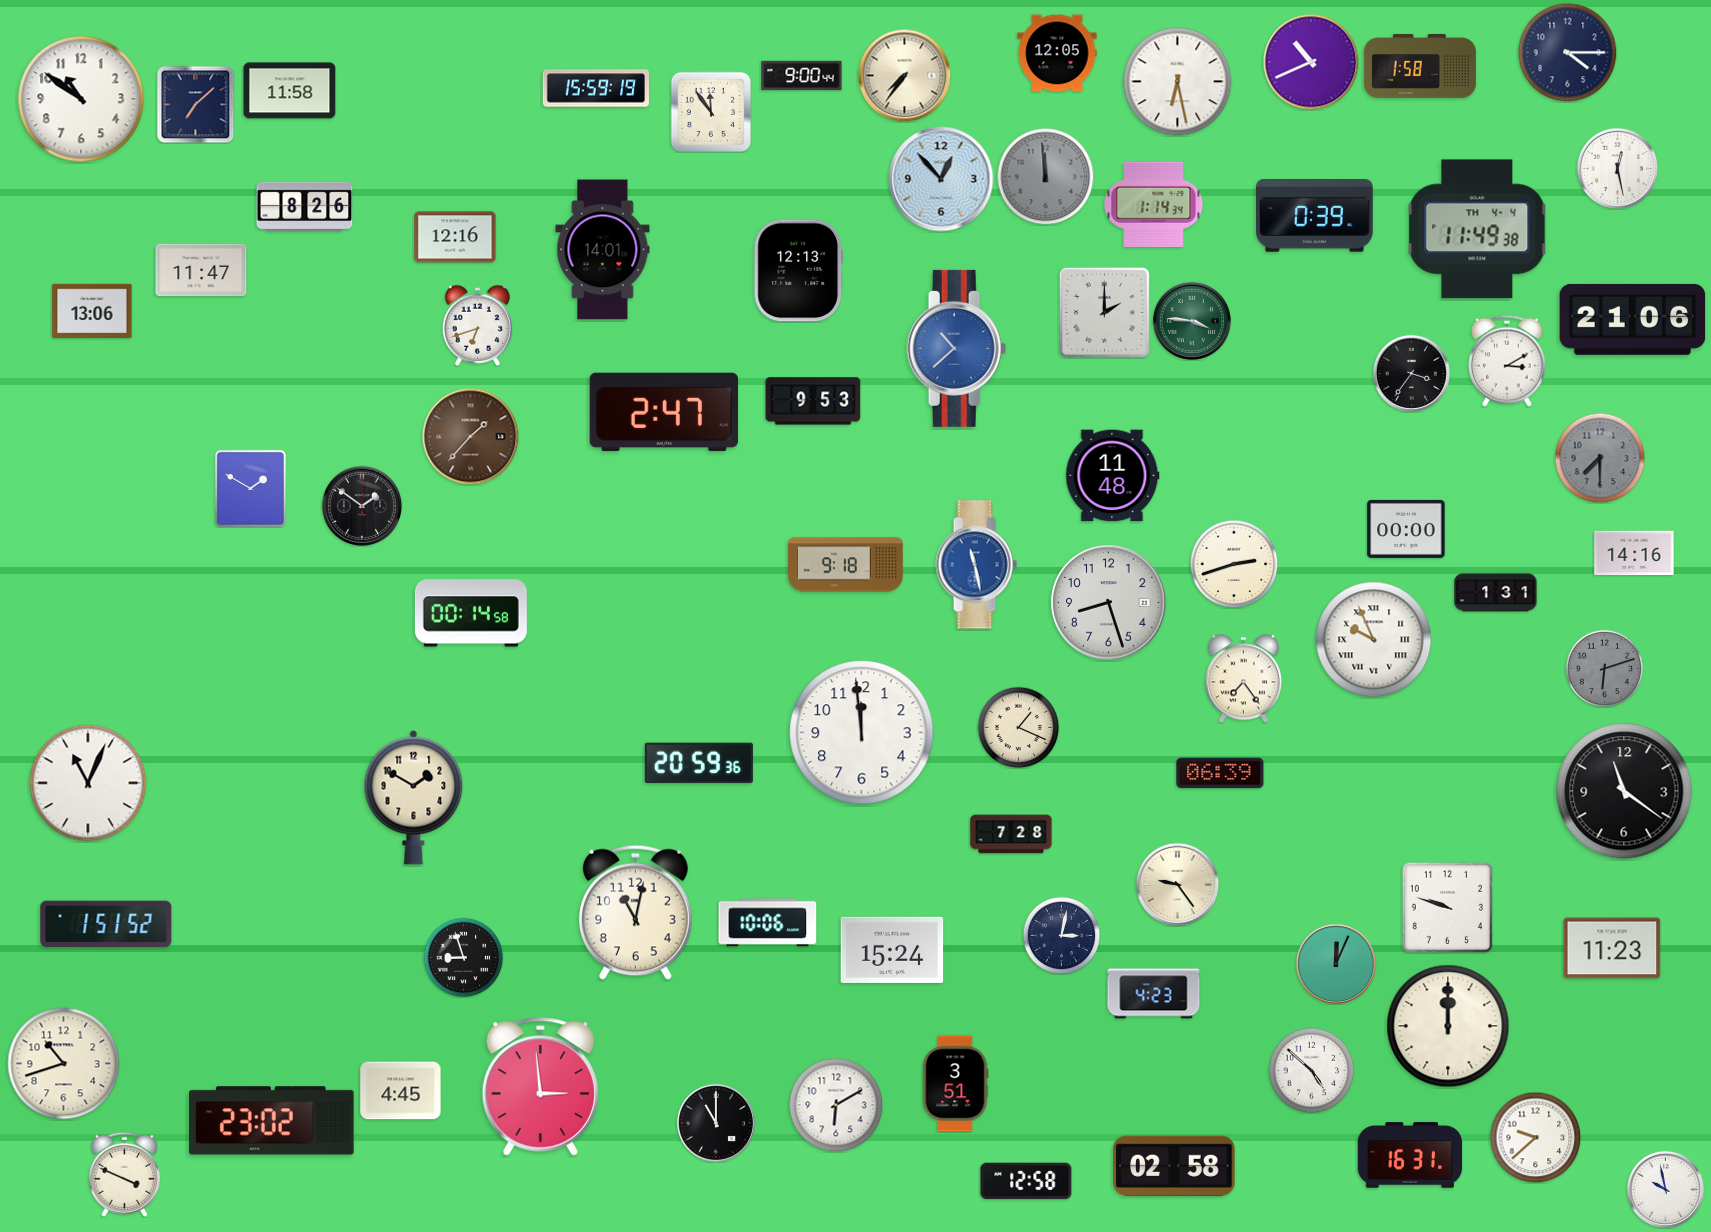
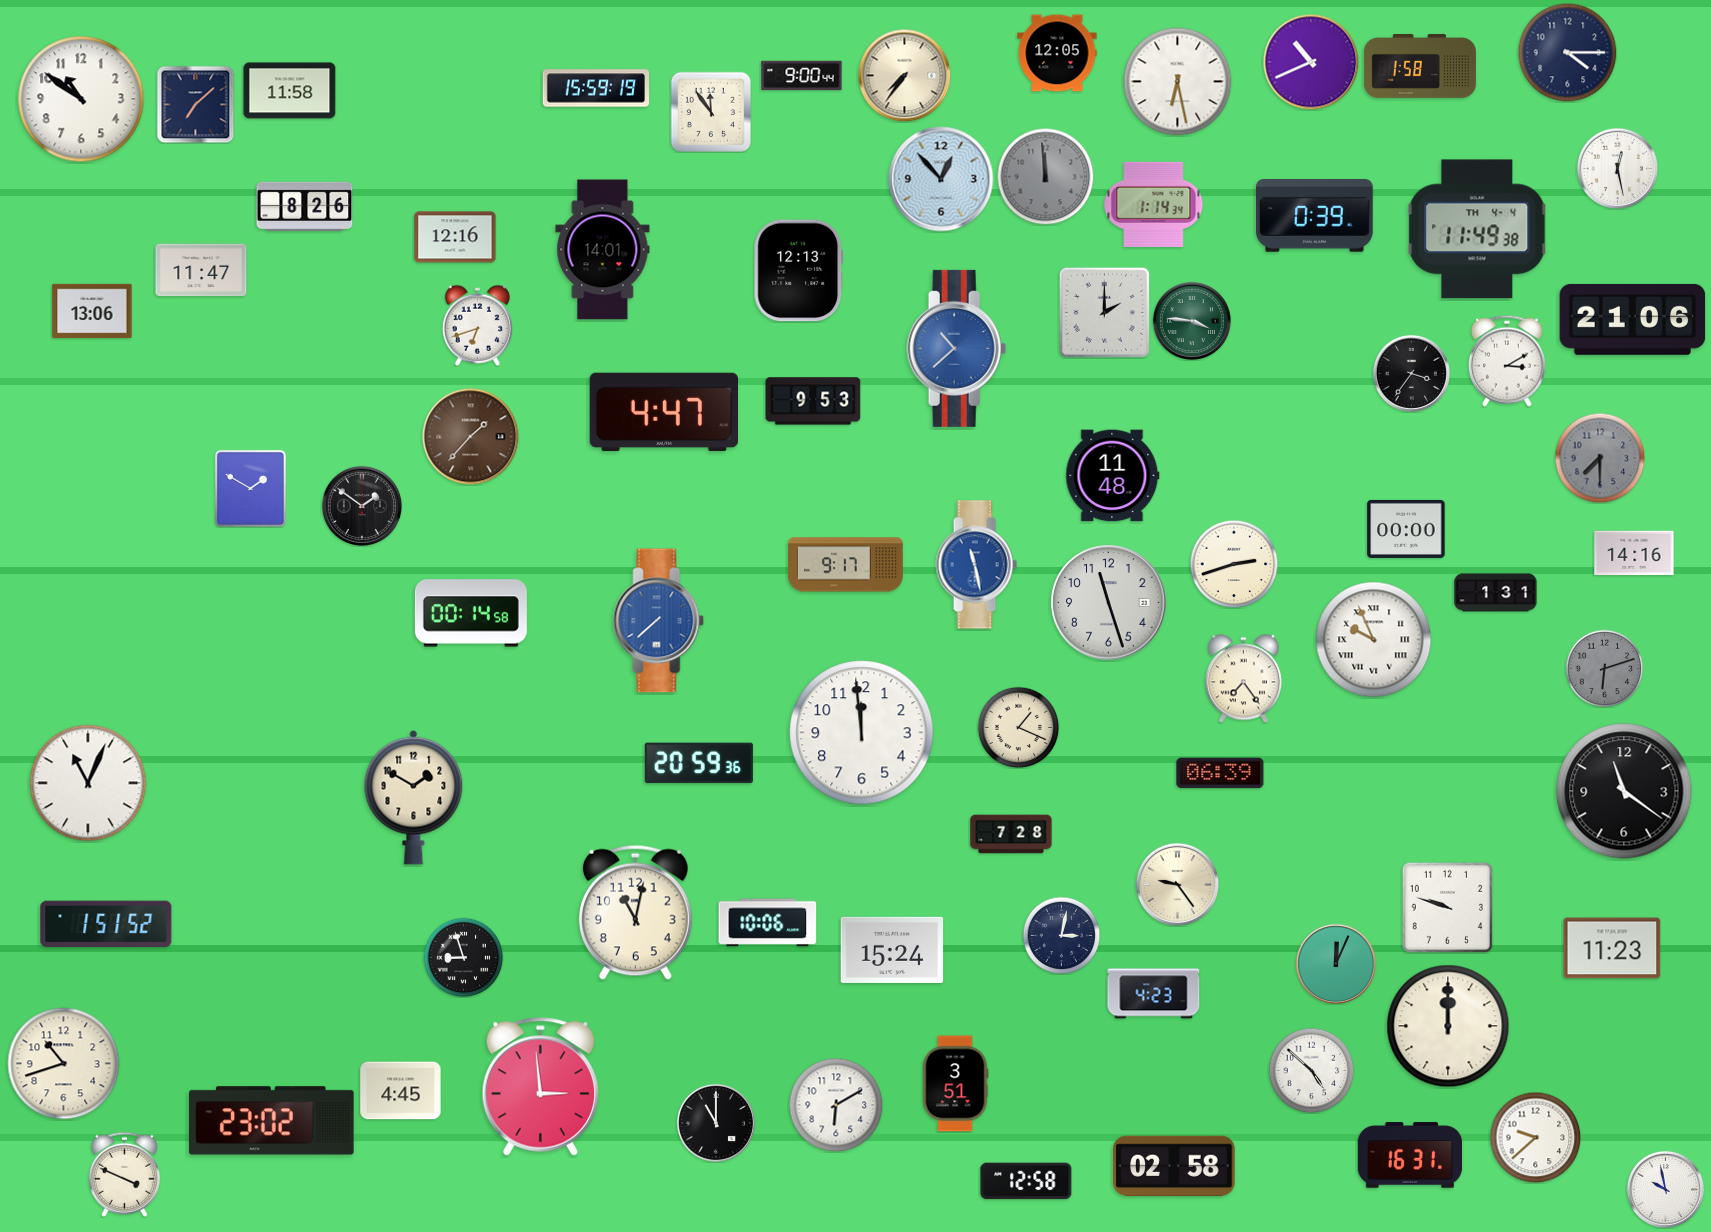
clock at (663, 411): 2:47 -> 4:47
clock at (845, 565): 9:18 -> 9:17
clock at (1109, 603): 8:27 -> 11:27
clock at (659, 621): none -> 7:38
